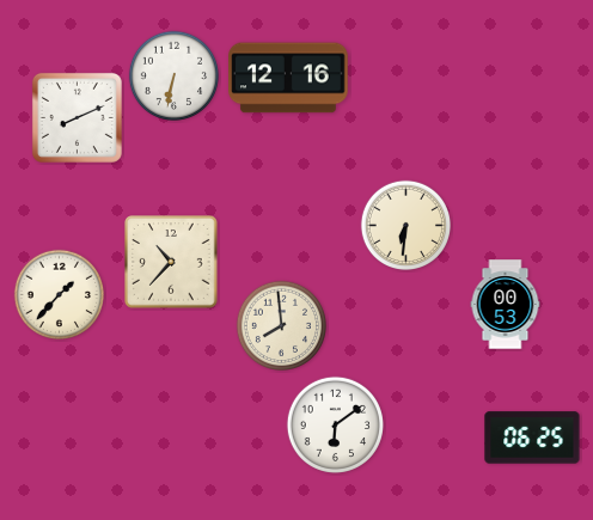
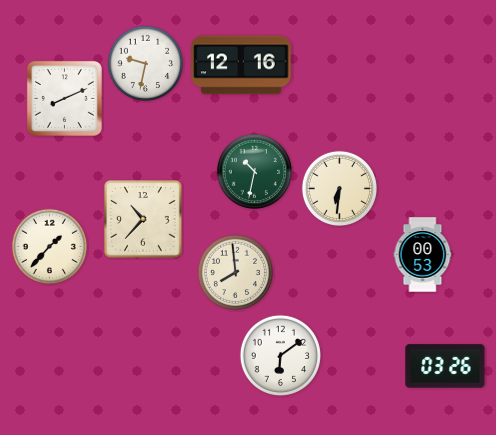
clock at (175, 77): 6:32 -> 9:32
clock at (255, 172): none -> 10:32
clock at (532, 438): 06:25 -> 03:26
